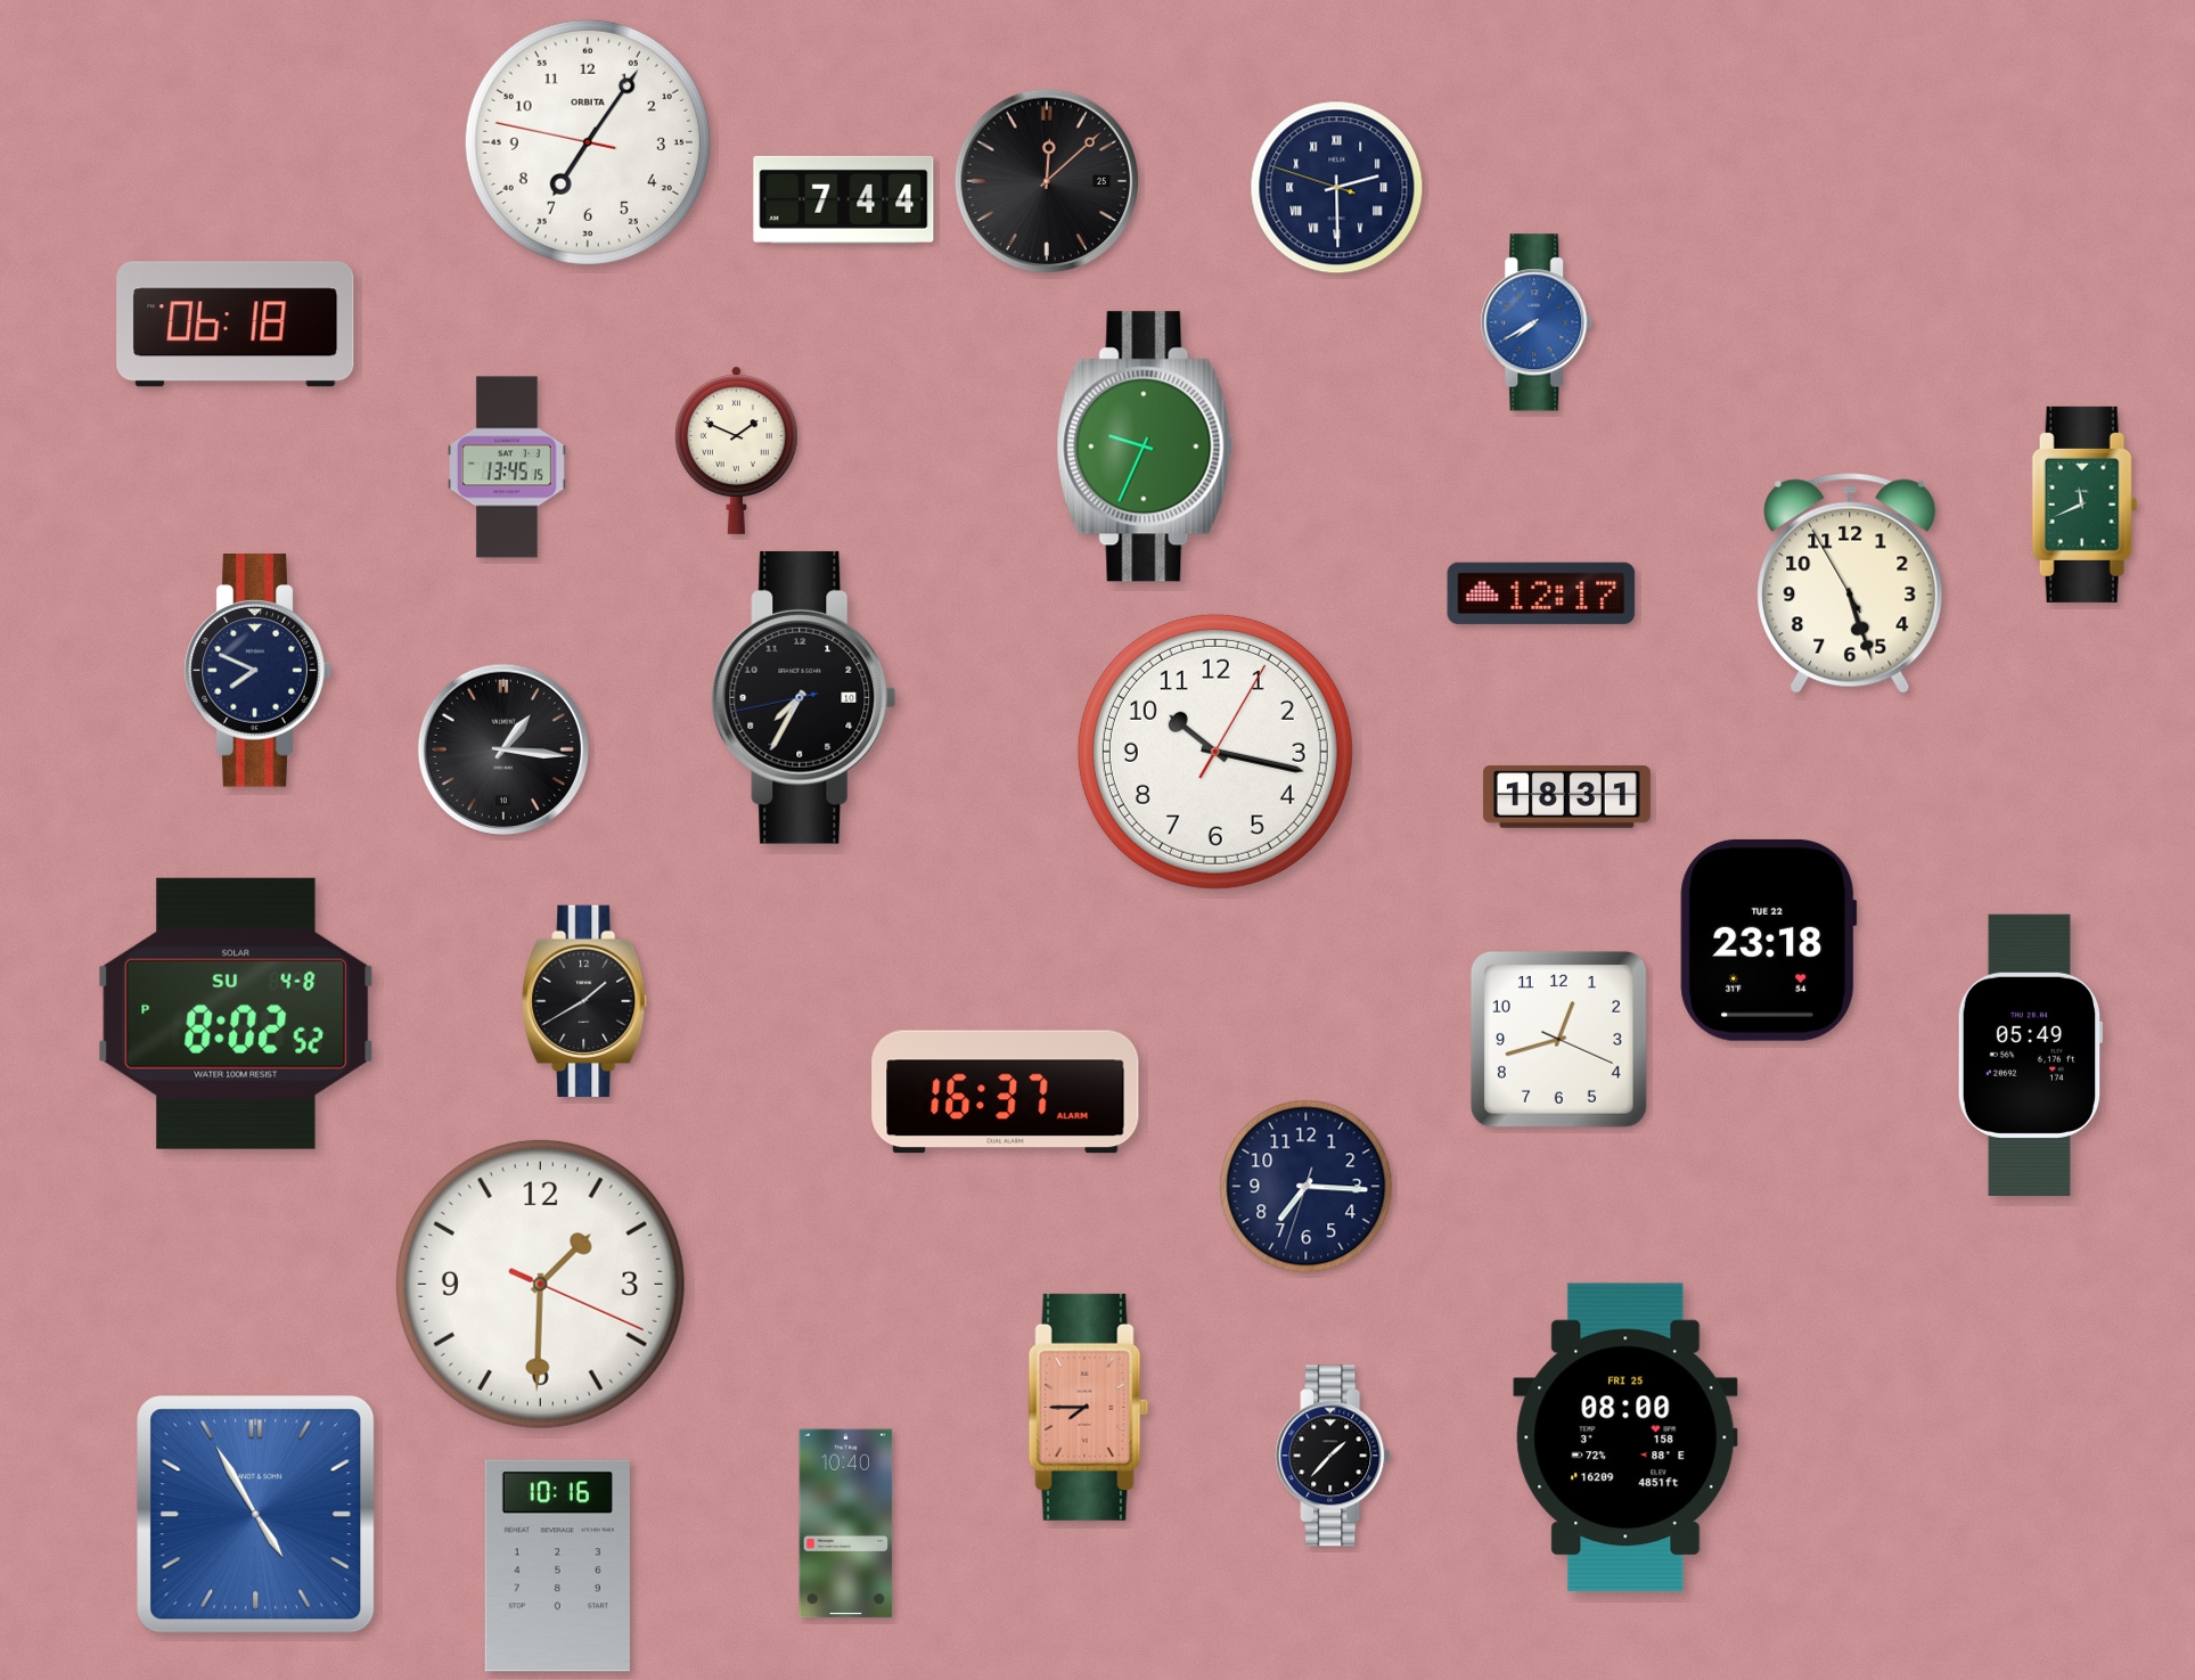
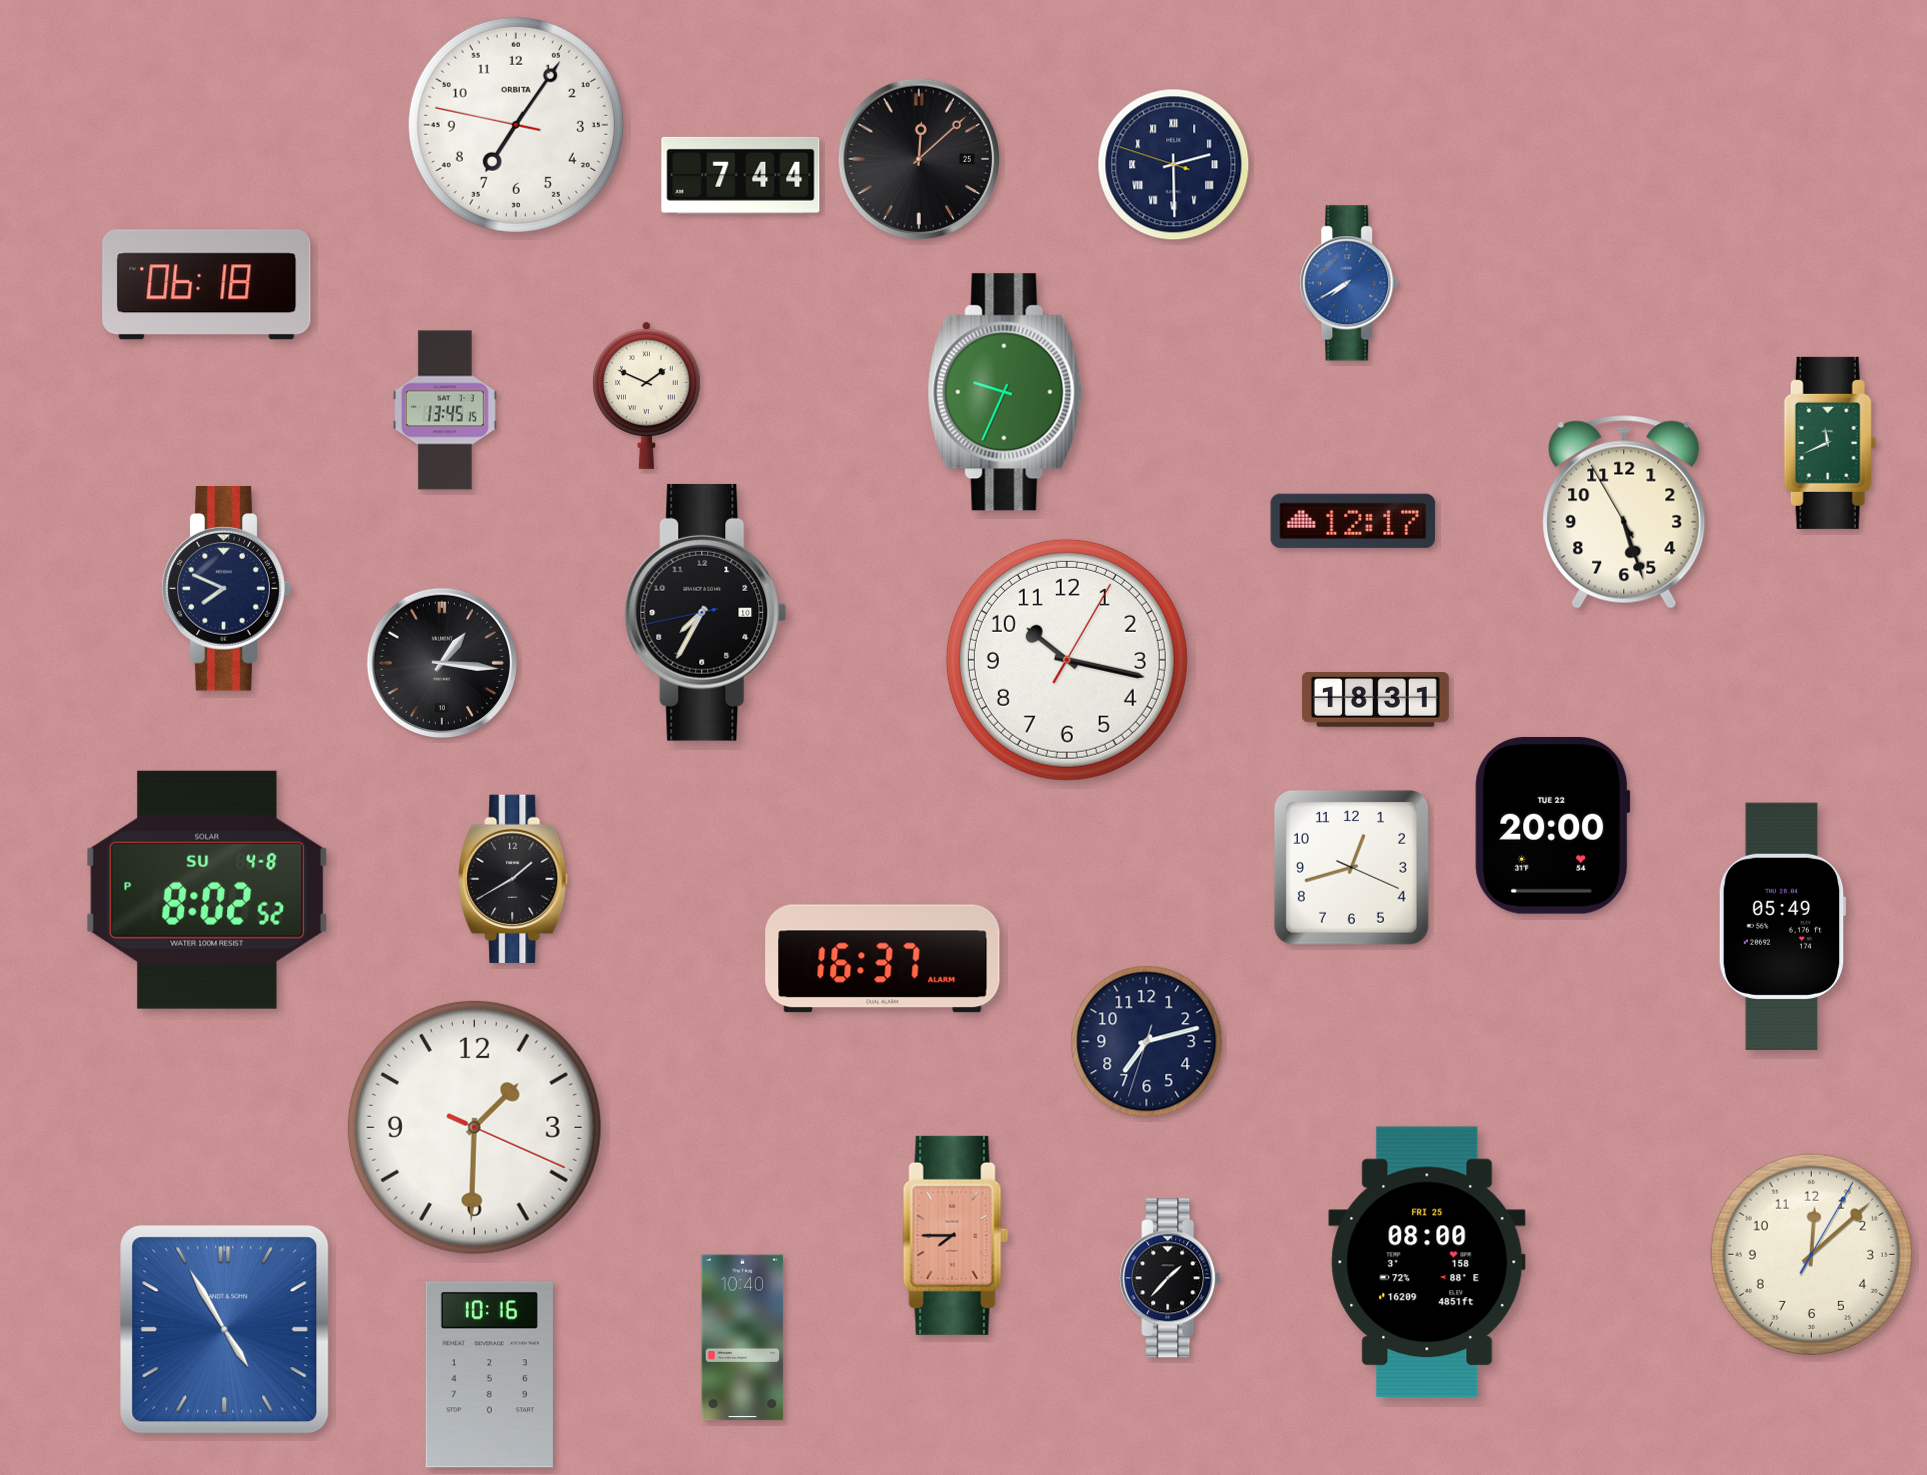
clock at (502, 748) position: (502, 748) -> (441, 662)
clock at (1769, 940): 23:18 -> 20:00
clock at (1558, 1039) position: (1558, 1039) -> (1351, 867)
clock at (1307, 1187): 7:15 -> 7:12
clock at (1811, 1254): none -> 12:08
